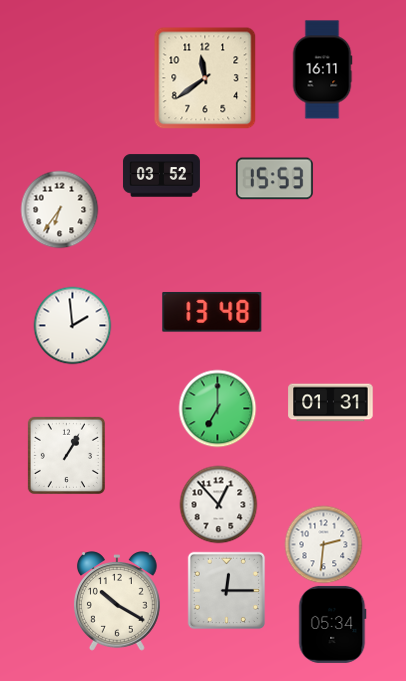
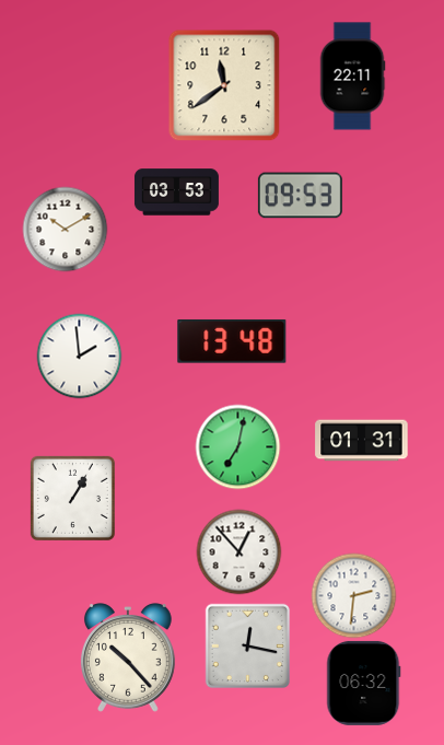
clock at (322, 70): 16:11 -> 22:11
clock at (161, 176): 03:52 -> 03:53
clock at (274, 179): 15:53 -> 09:53
clock at (59, 209): 6:36 -> 10:10
clock at (217, 408): 7:00 -> 7:02
clock at (226, 590): 12:15 -> 12:17
clock at (117, 601): 10:20 -> 10:23
clock at (333, 624): 05:34 -> 06:32
